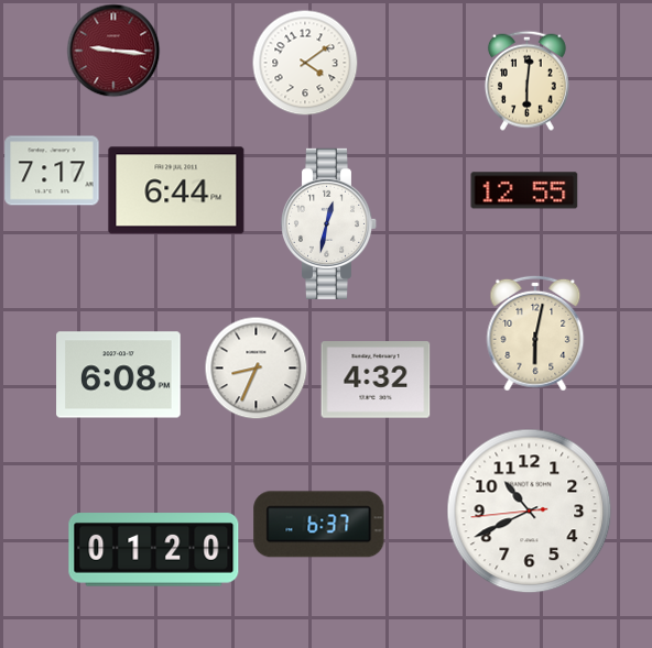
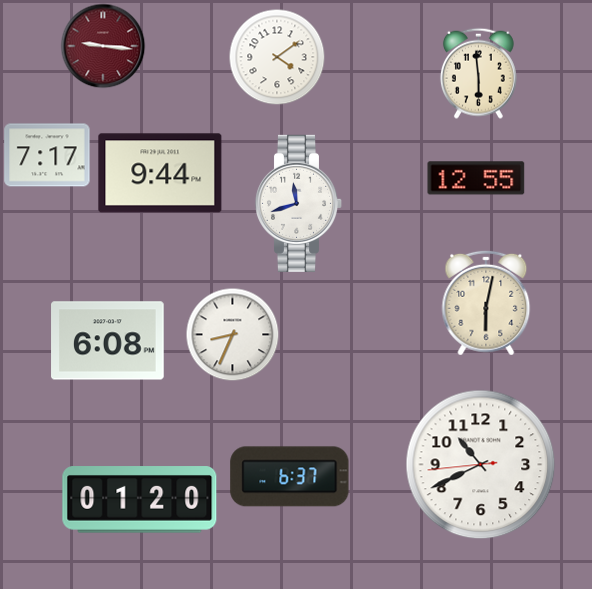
clock at (526, 80): 6:01 -> 5:59
clock at (176, 190): 6:44 -> 9:44
clock at (524, 190) position: (524, 190) -> (476, 178)
clock at (329, 223): 12:32 -> 11:42
clock at (376, 380): 4:32 -> none
